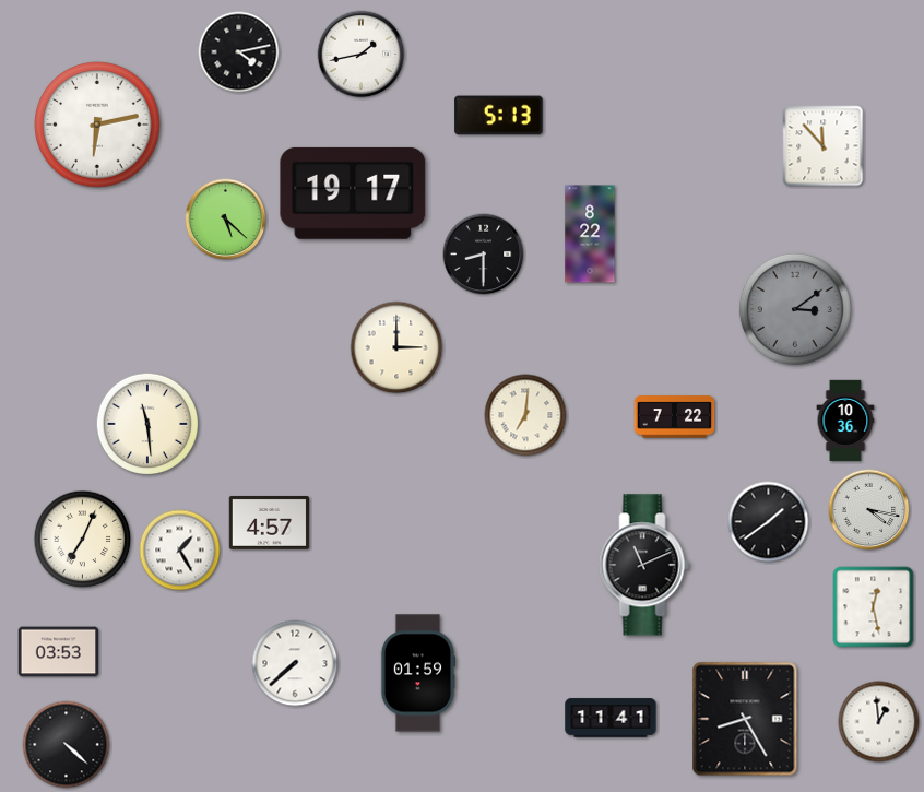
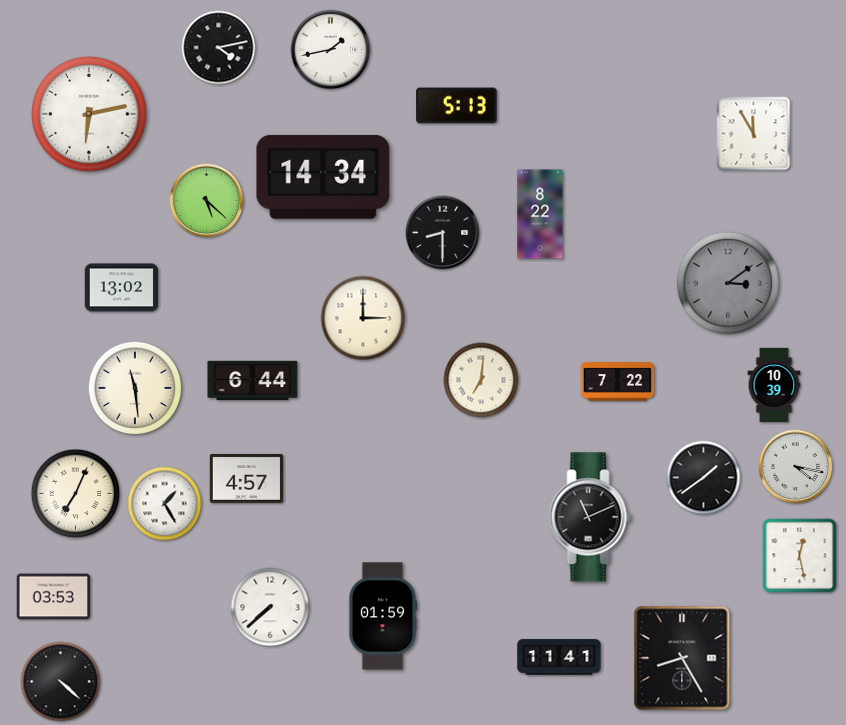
clock at (824, 146): 11:53 -> 11:55
clock at (353, 193): 19:17 -> 14:34
clock at (122, 288): none -> 13:02
clock at (253, 380): none -> 6:44
clock at (845, 421): 10:36 -> 10:39
clock at (879, 722): 12:59 -> none
